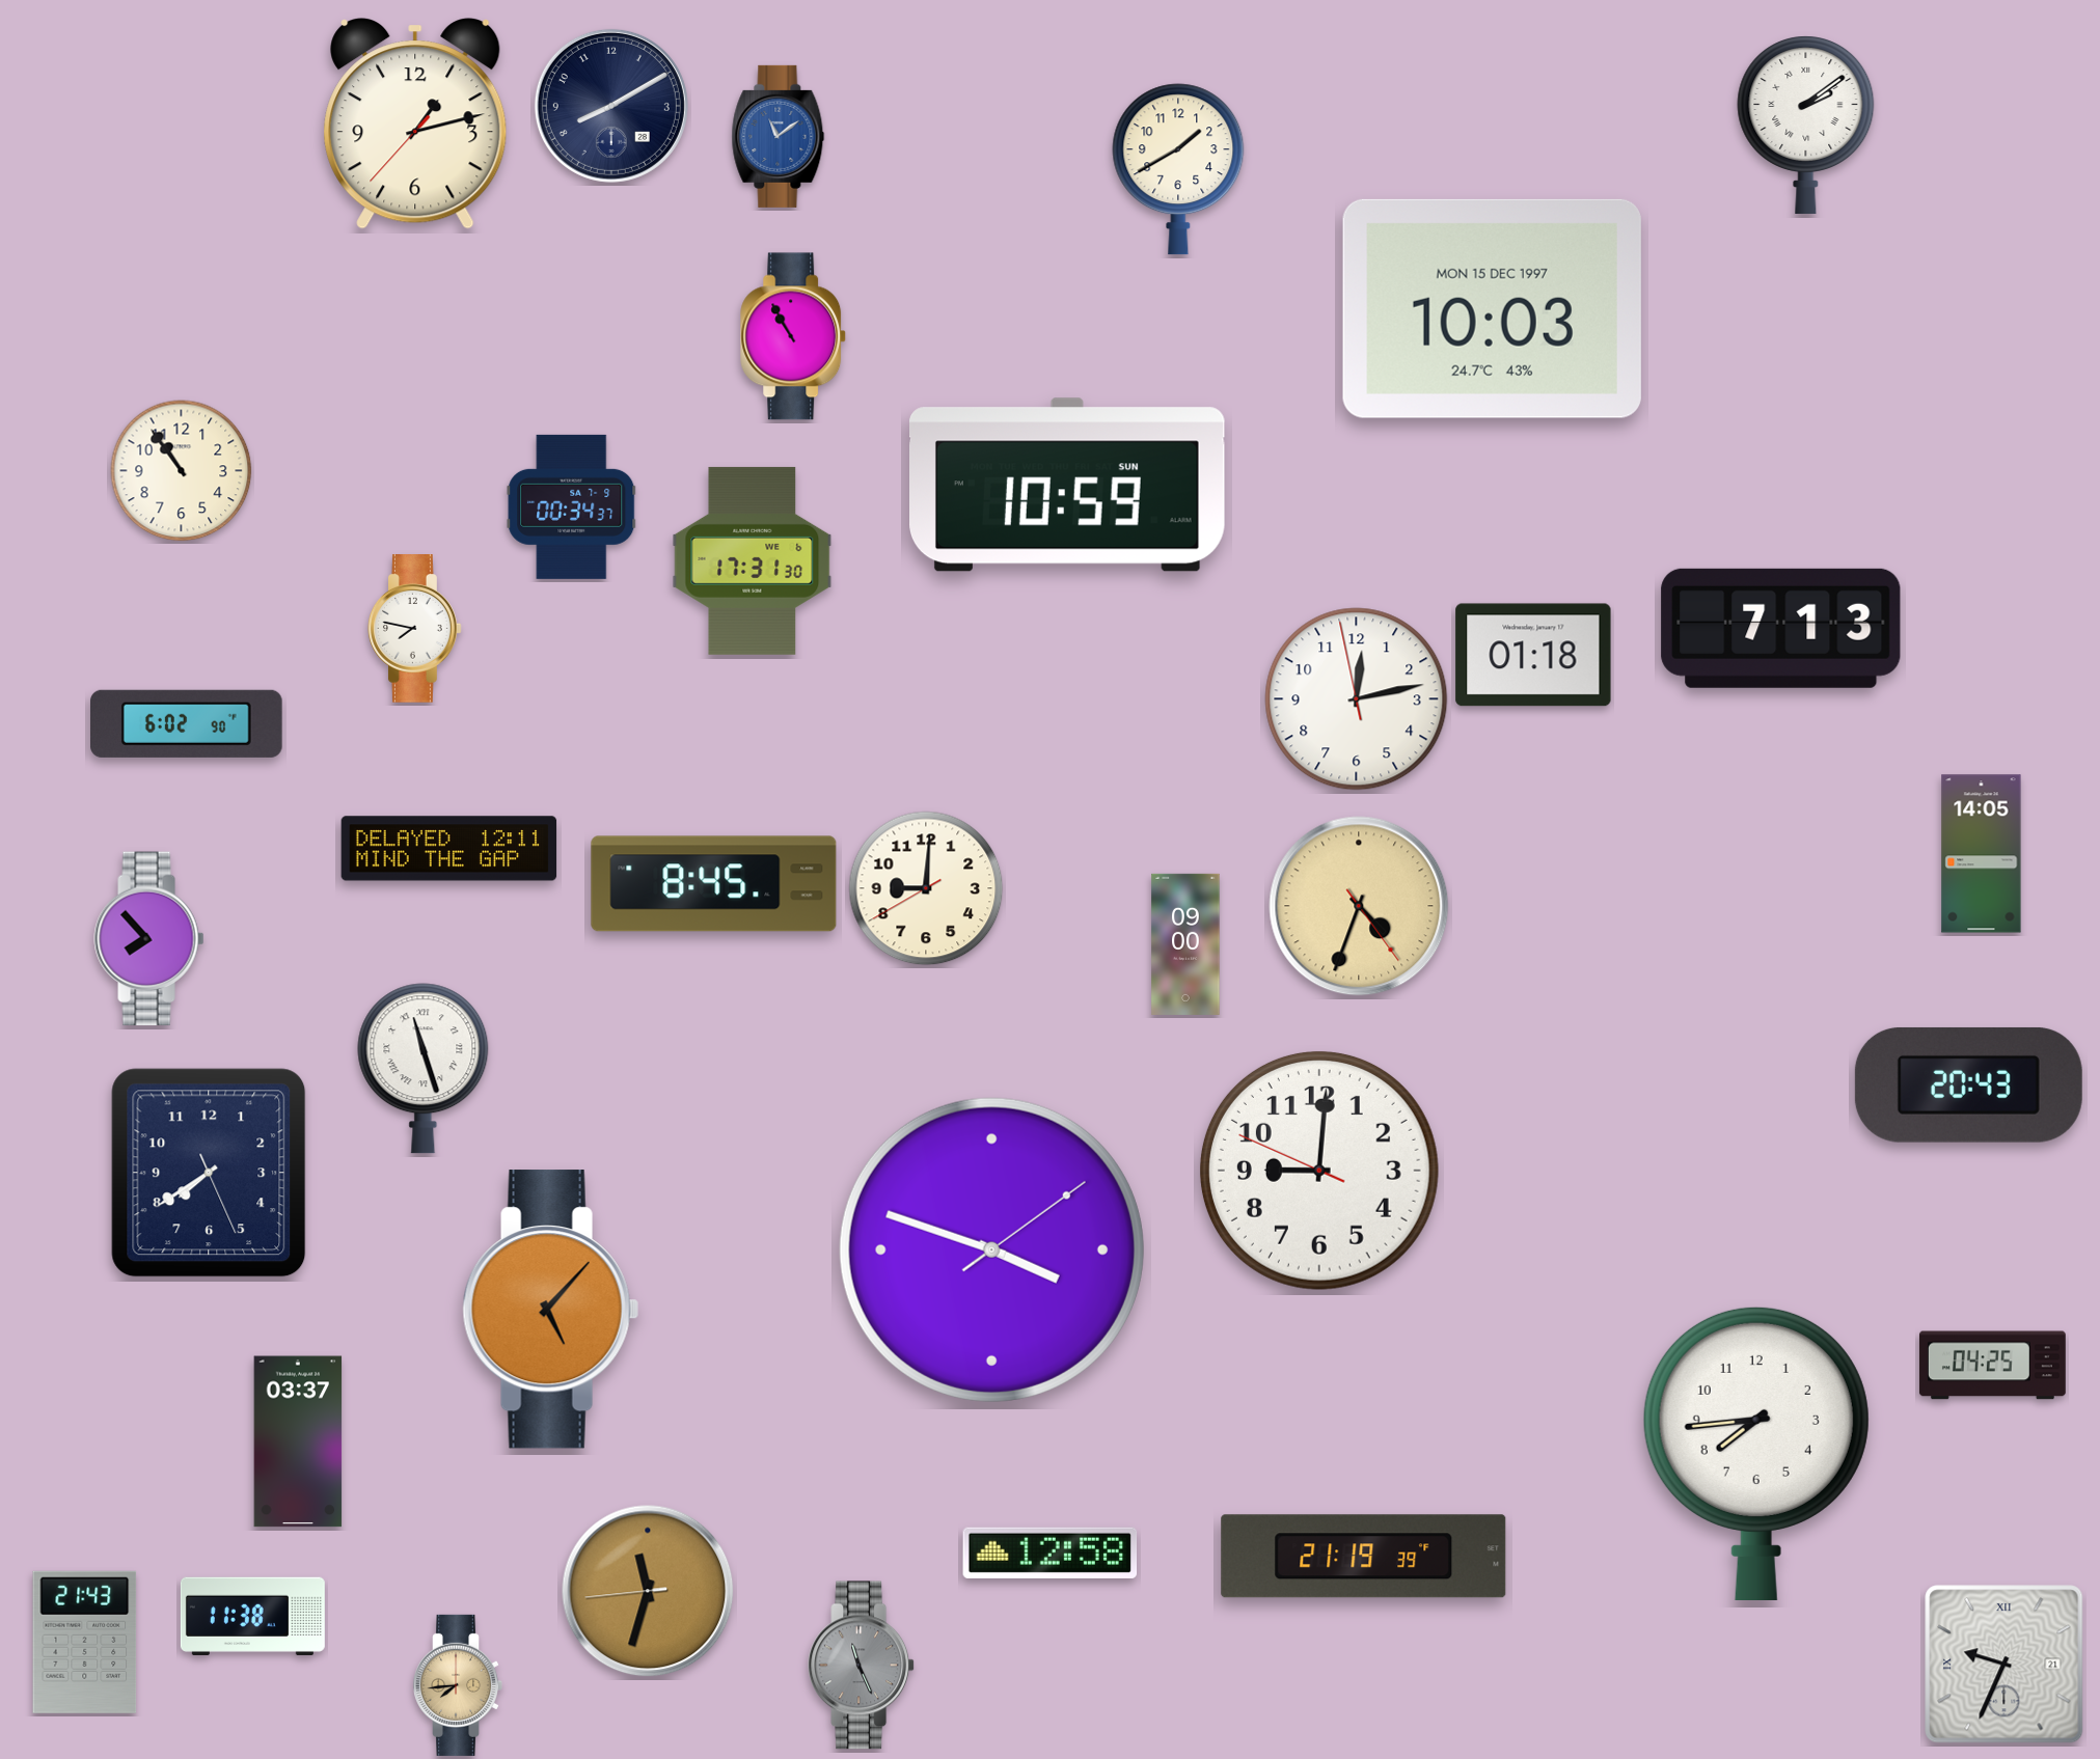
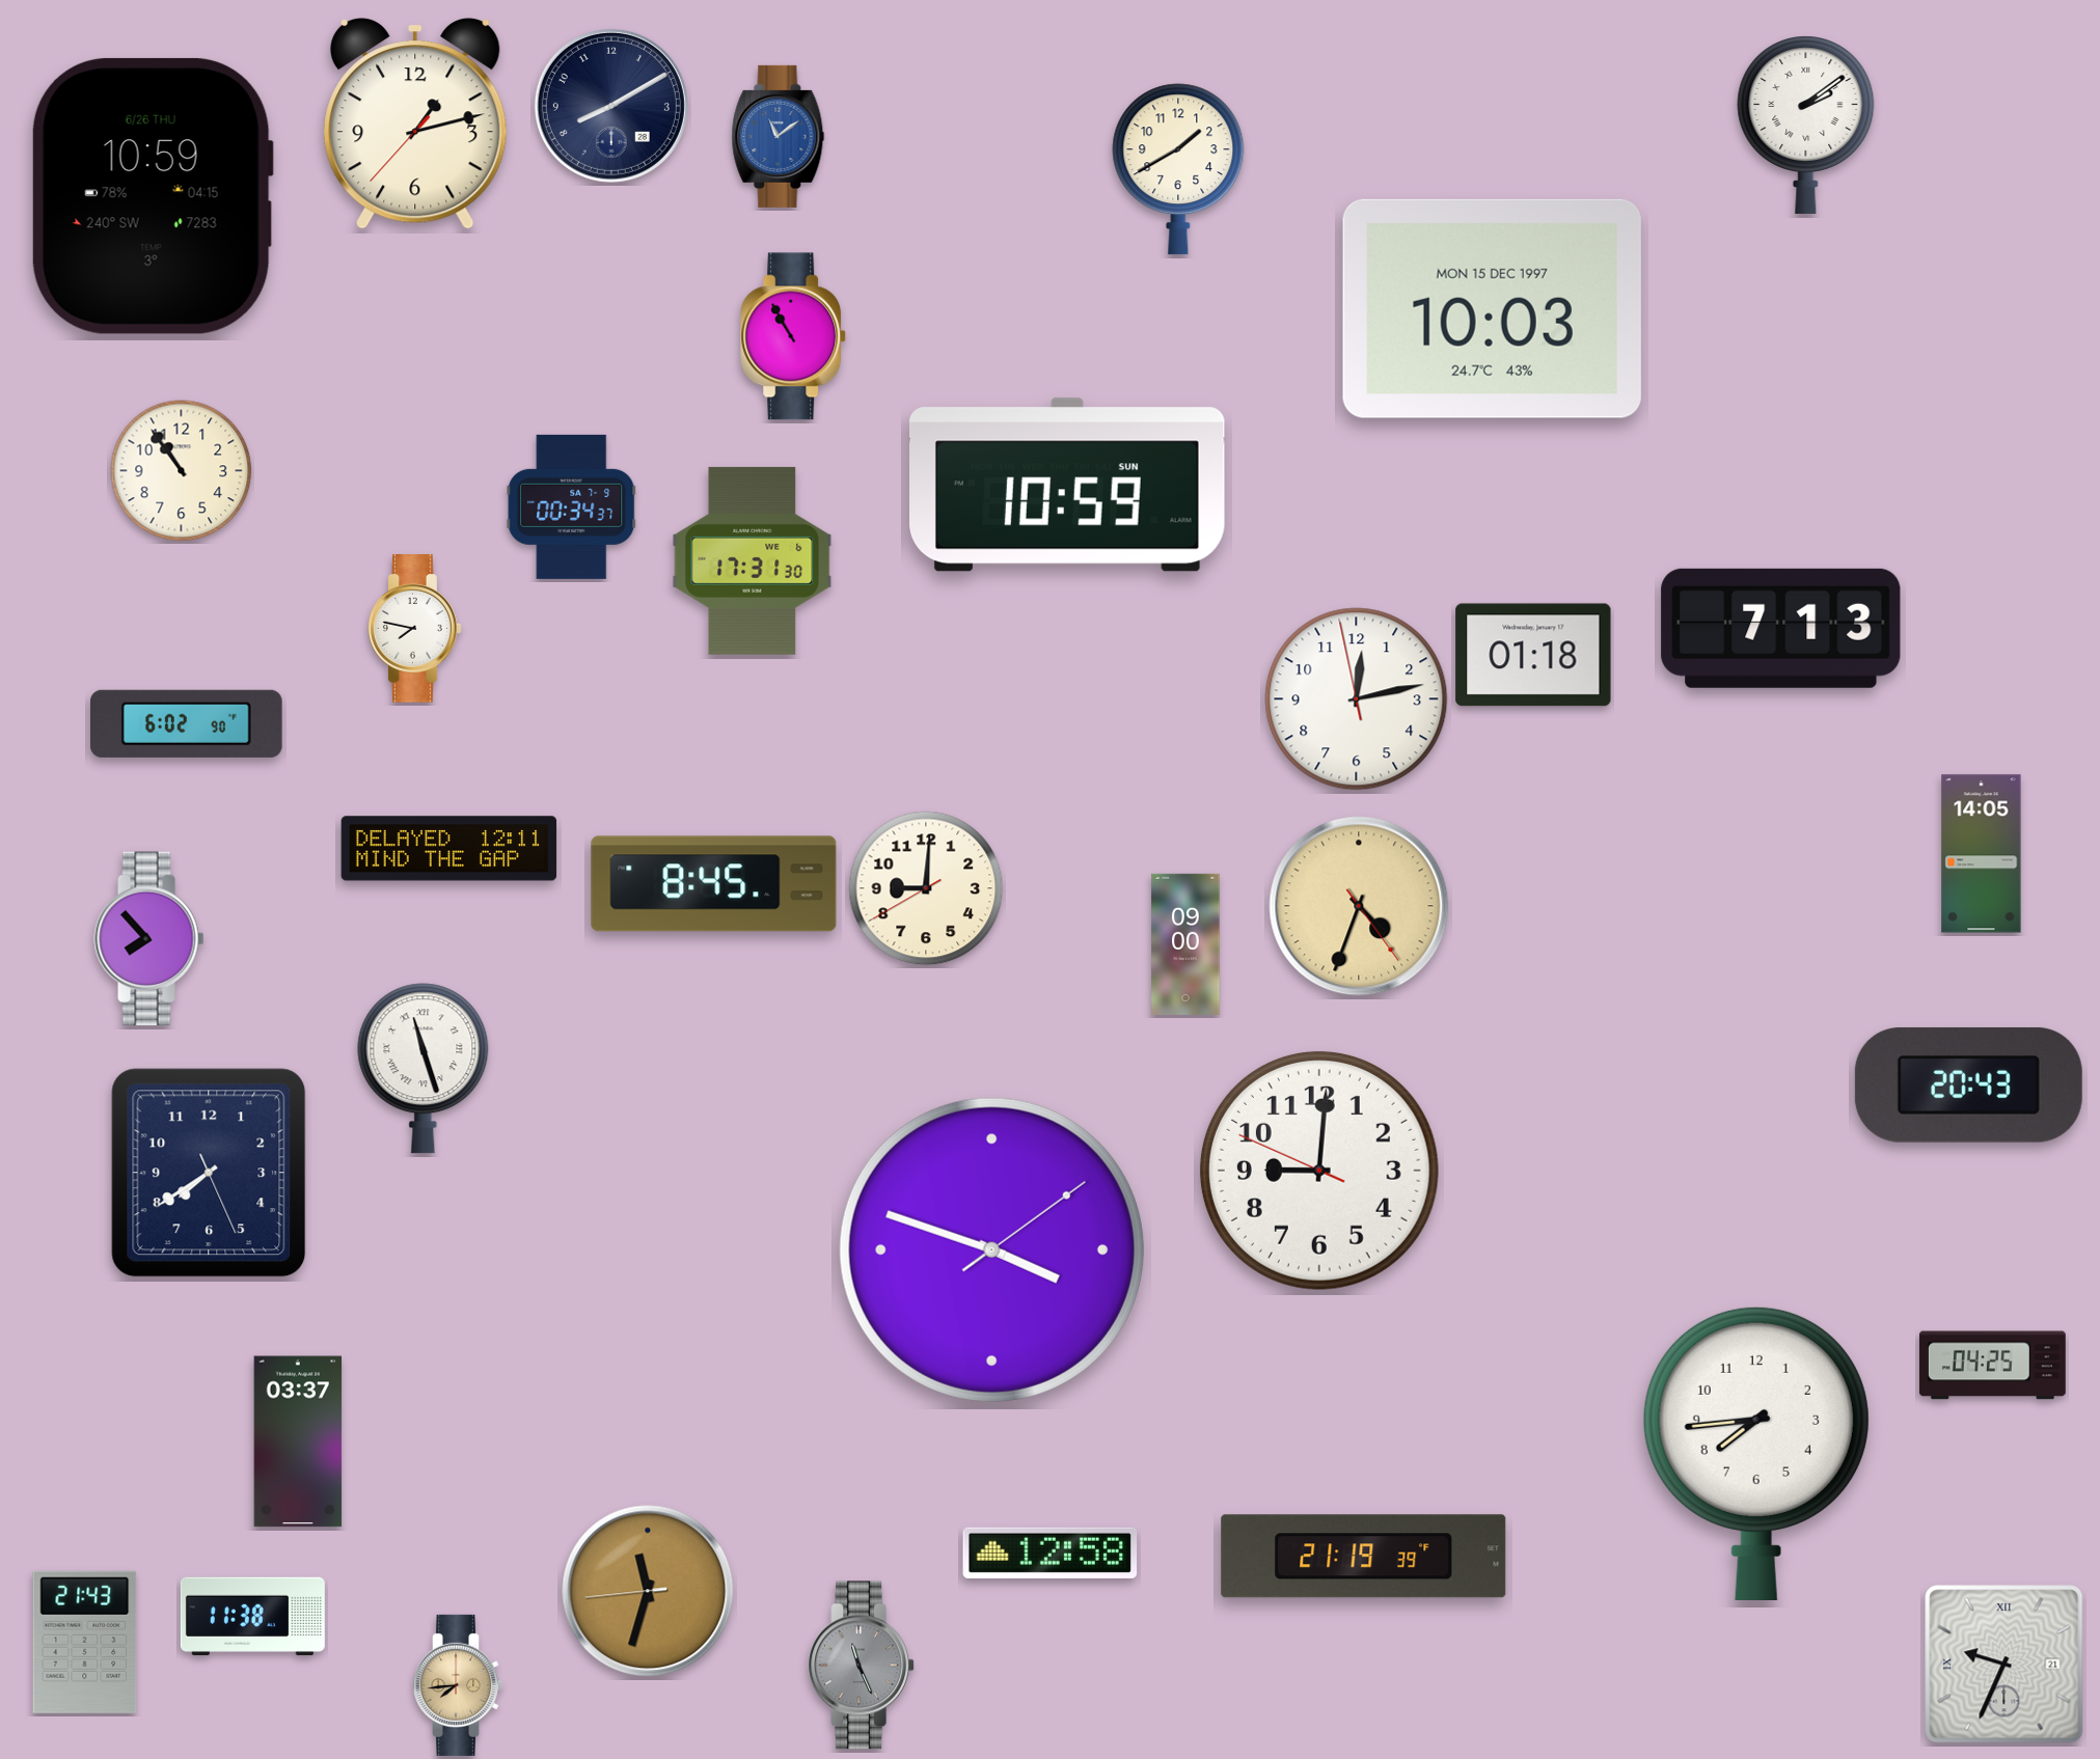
clock at (153, 196): none -> 10:59
clock at (550, 1310): 5:07 -> none
